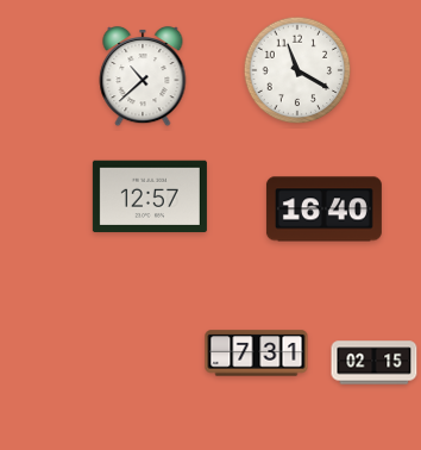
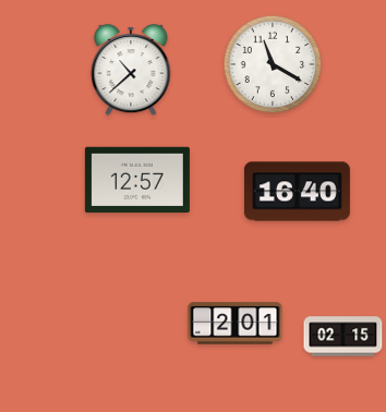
clock at (257, 354): 7:31 -> 2:01
clock at (375, 363) position: (375, 363) -> (343, 337)
